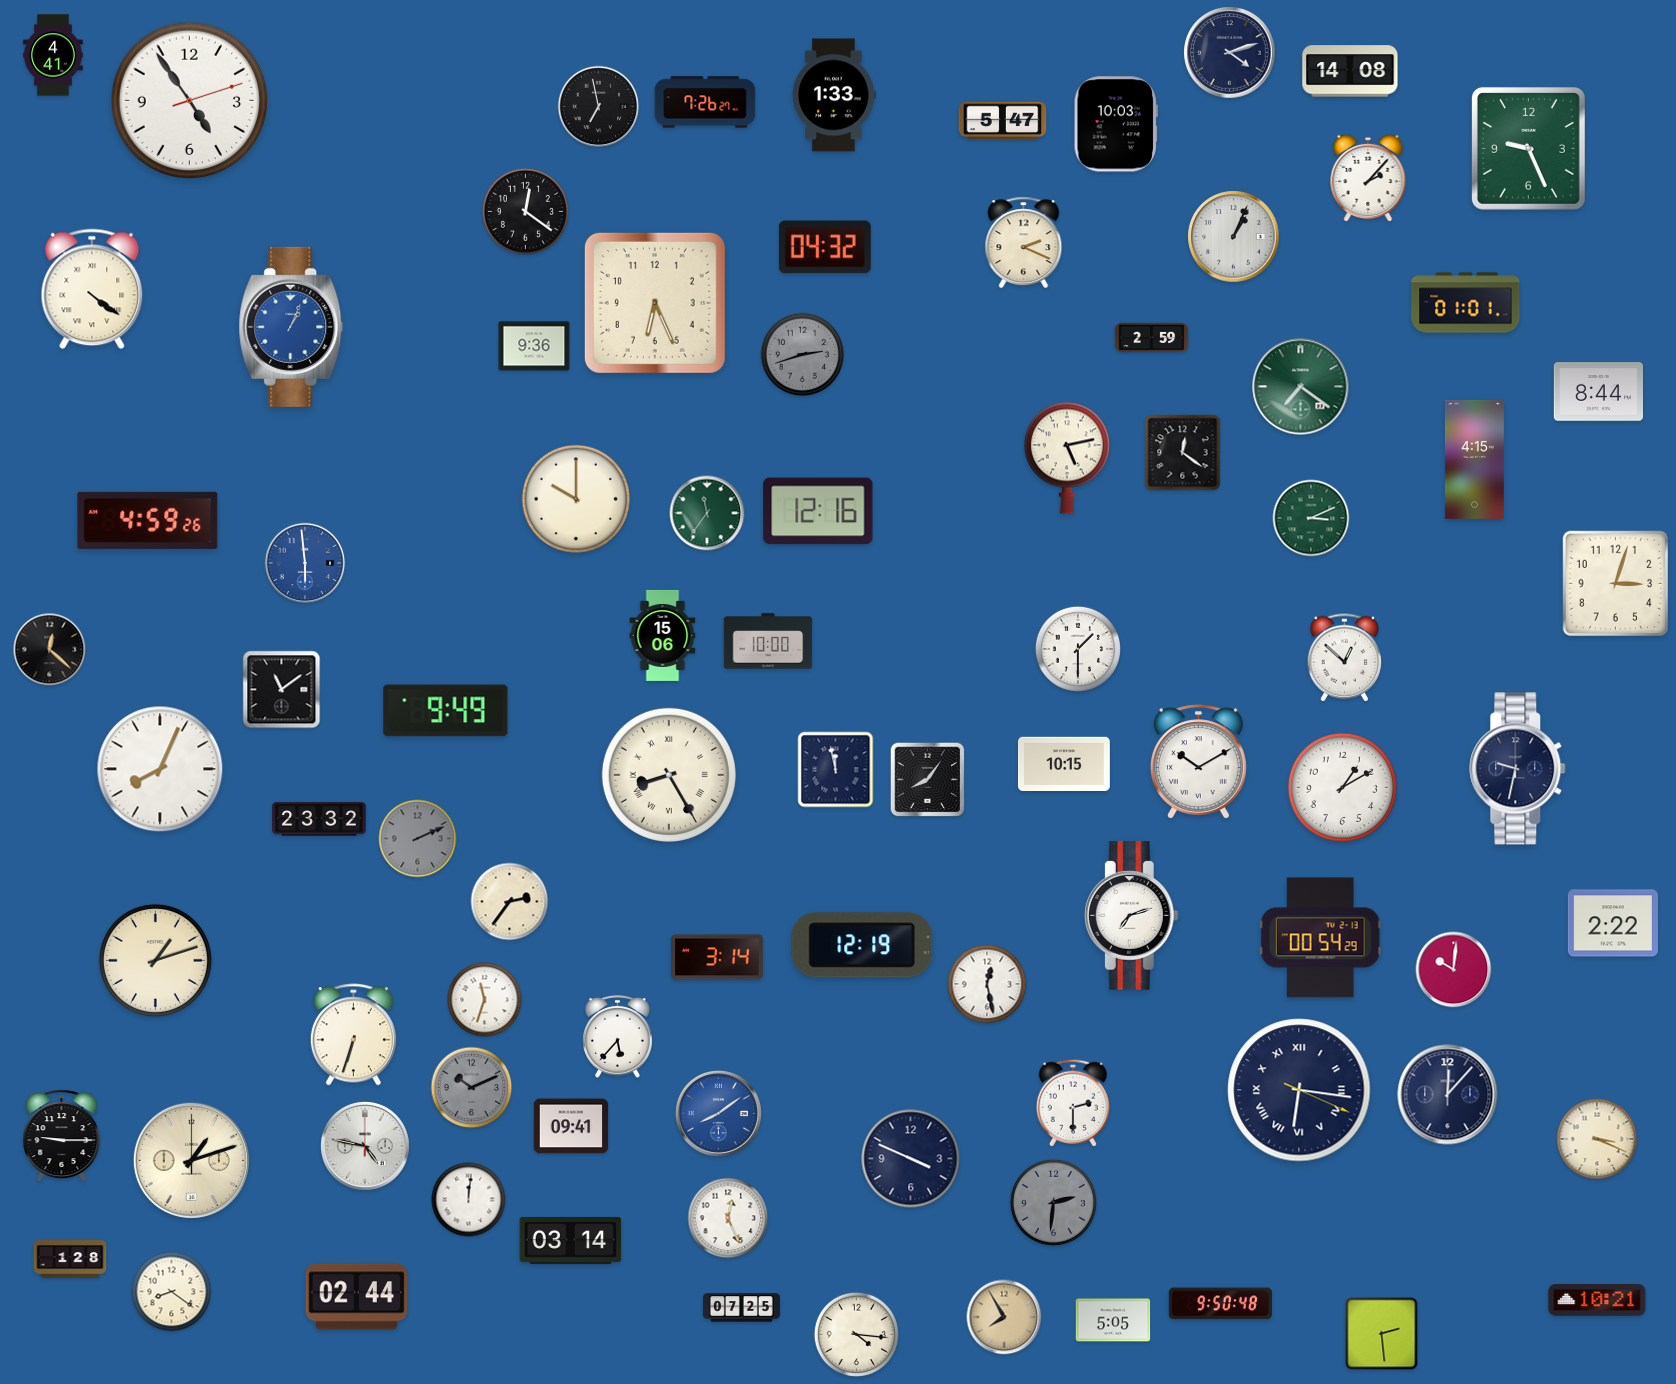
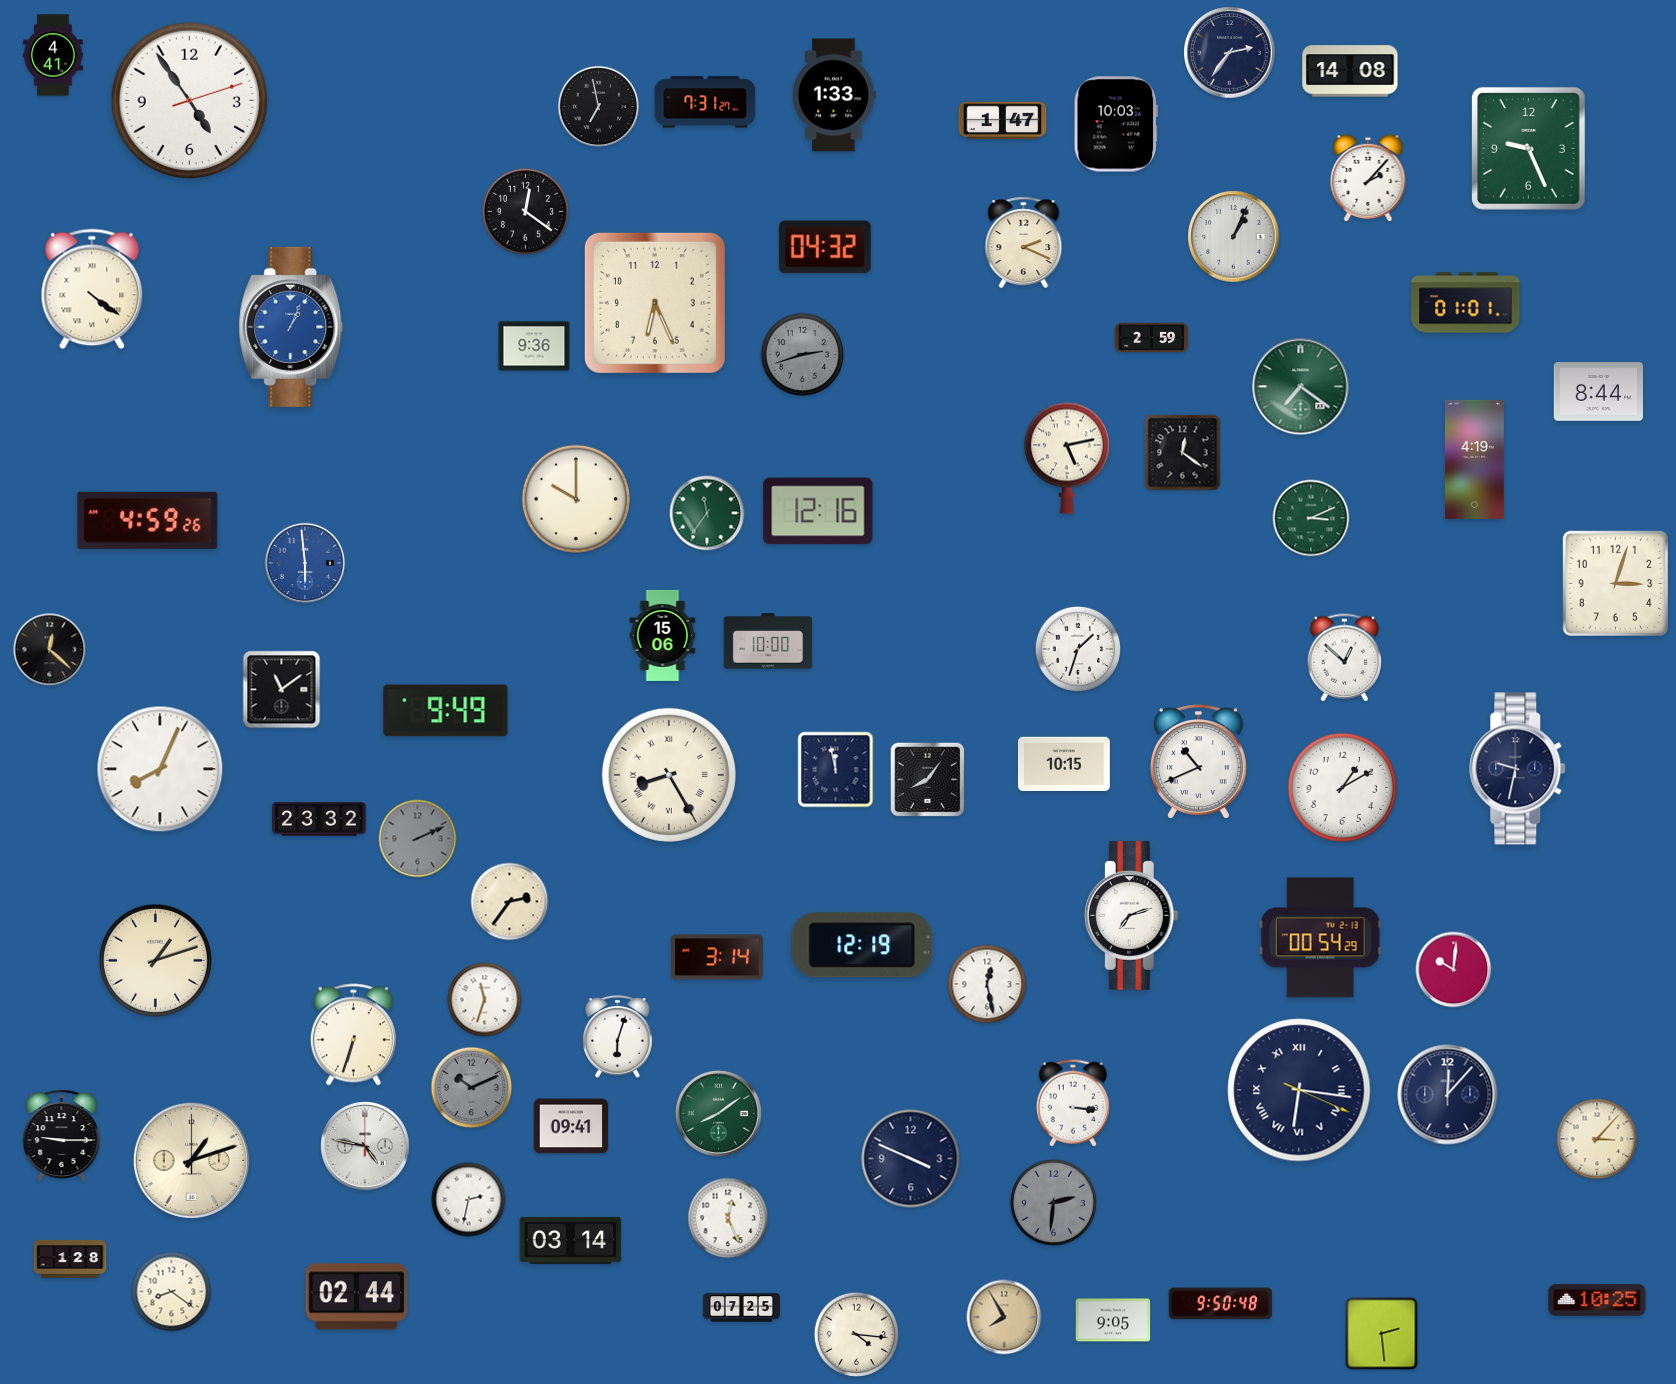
clock at (1230, 53): 4:12 -> 2:36
clock at (705, 102): 7:26 -> 7:31
clock at (1003, 121): 5:47 -> 1:47
clock at (1474, 459): 4:15 -> 4:19
clock at (1078, 649): 1:30 -> 1:33
clock at (1198, 762): 10:10 -> 10:41
clock at (1613, 923): 2:22 -> none
clock at (618, 1036): 5:37 -> 6:03
clock at (1073, 1103): 2:30 -> 3:16
clock at (718, 1113) dial: blue -> green
clock at (1597, 1139): 3:19 -> 3:07
clock at (469, 1200): 12:01 -> 2:32
clock at (1597, 1300): 10:21 -> 10:25
clock at (1113, 1320): 5:05 -> 9:05
